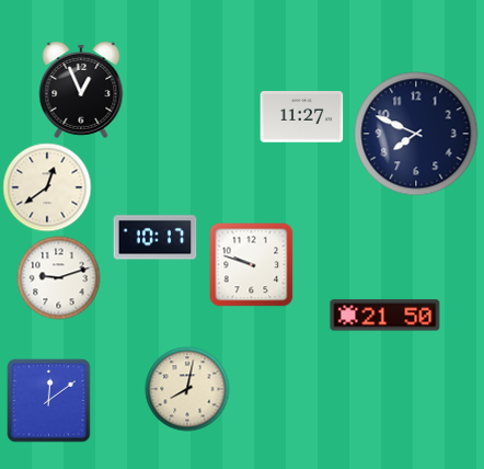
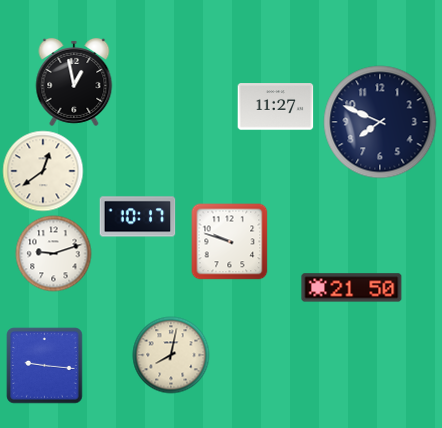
clock at (81, 90): 12:56 -> 12:58
clock at (155, 238) position: (155, 238) -> (138, 217)
clock at (49, 401): 12:09 -> 9:16
